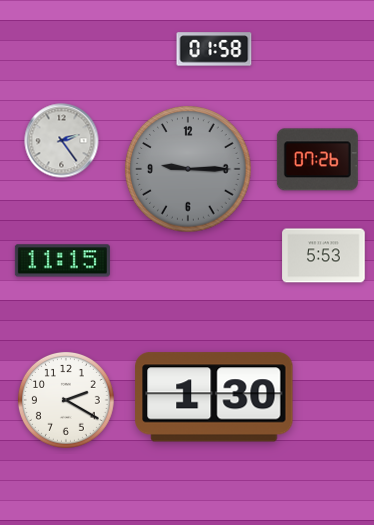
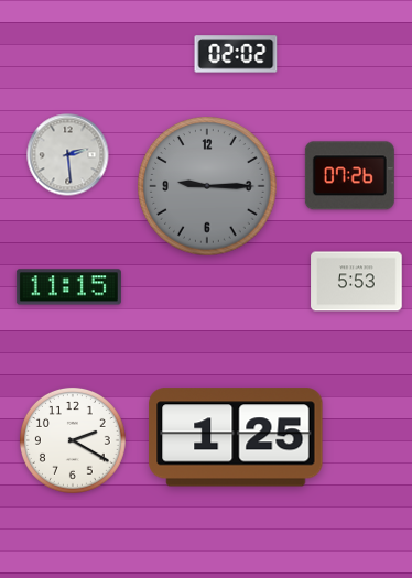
clock at (214, 49): 01:58 -> 02:02
clock at (62, 141): 2:24 -> 2:29
clock at (214, 397): 1:30 -> 1:25
